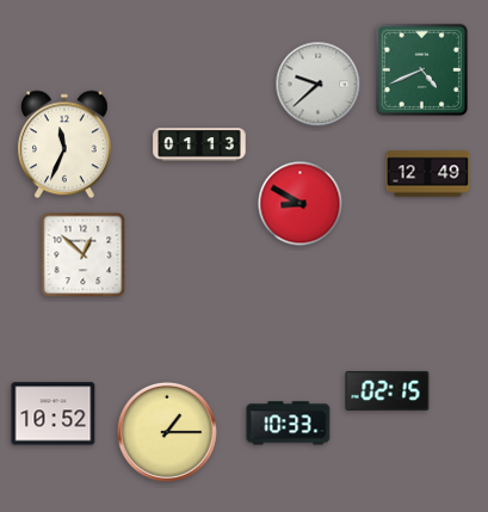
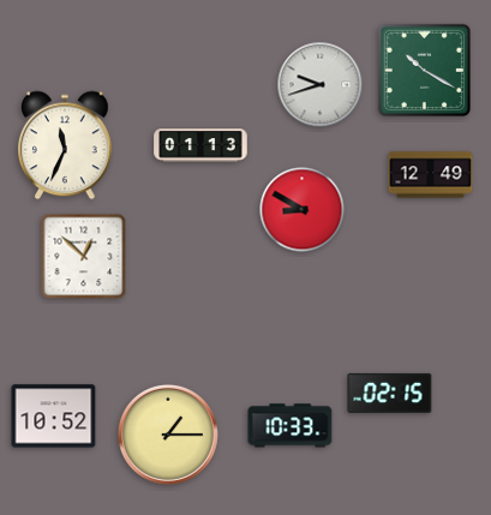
clock at (421, 69): 4:41 -> 10:20
clock at (319, 85): 9:38 -> 9:42
clock at (301, 204) position: (301, 204) -> (303, 210)
